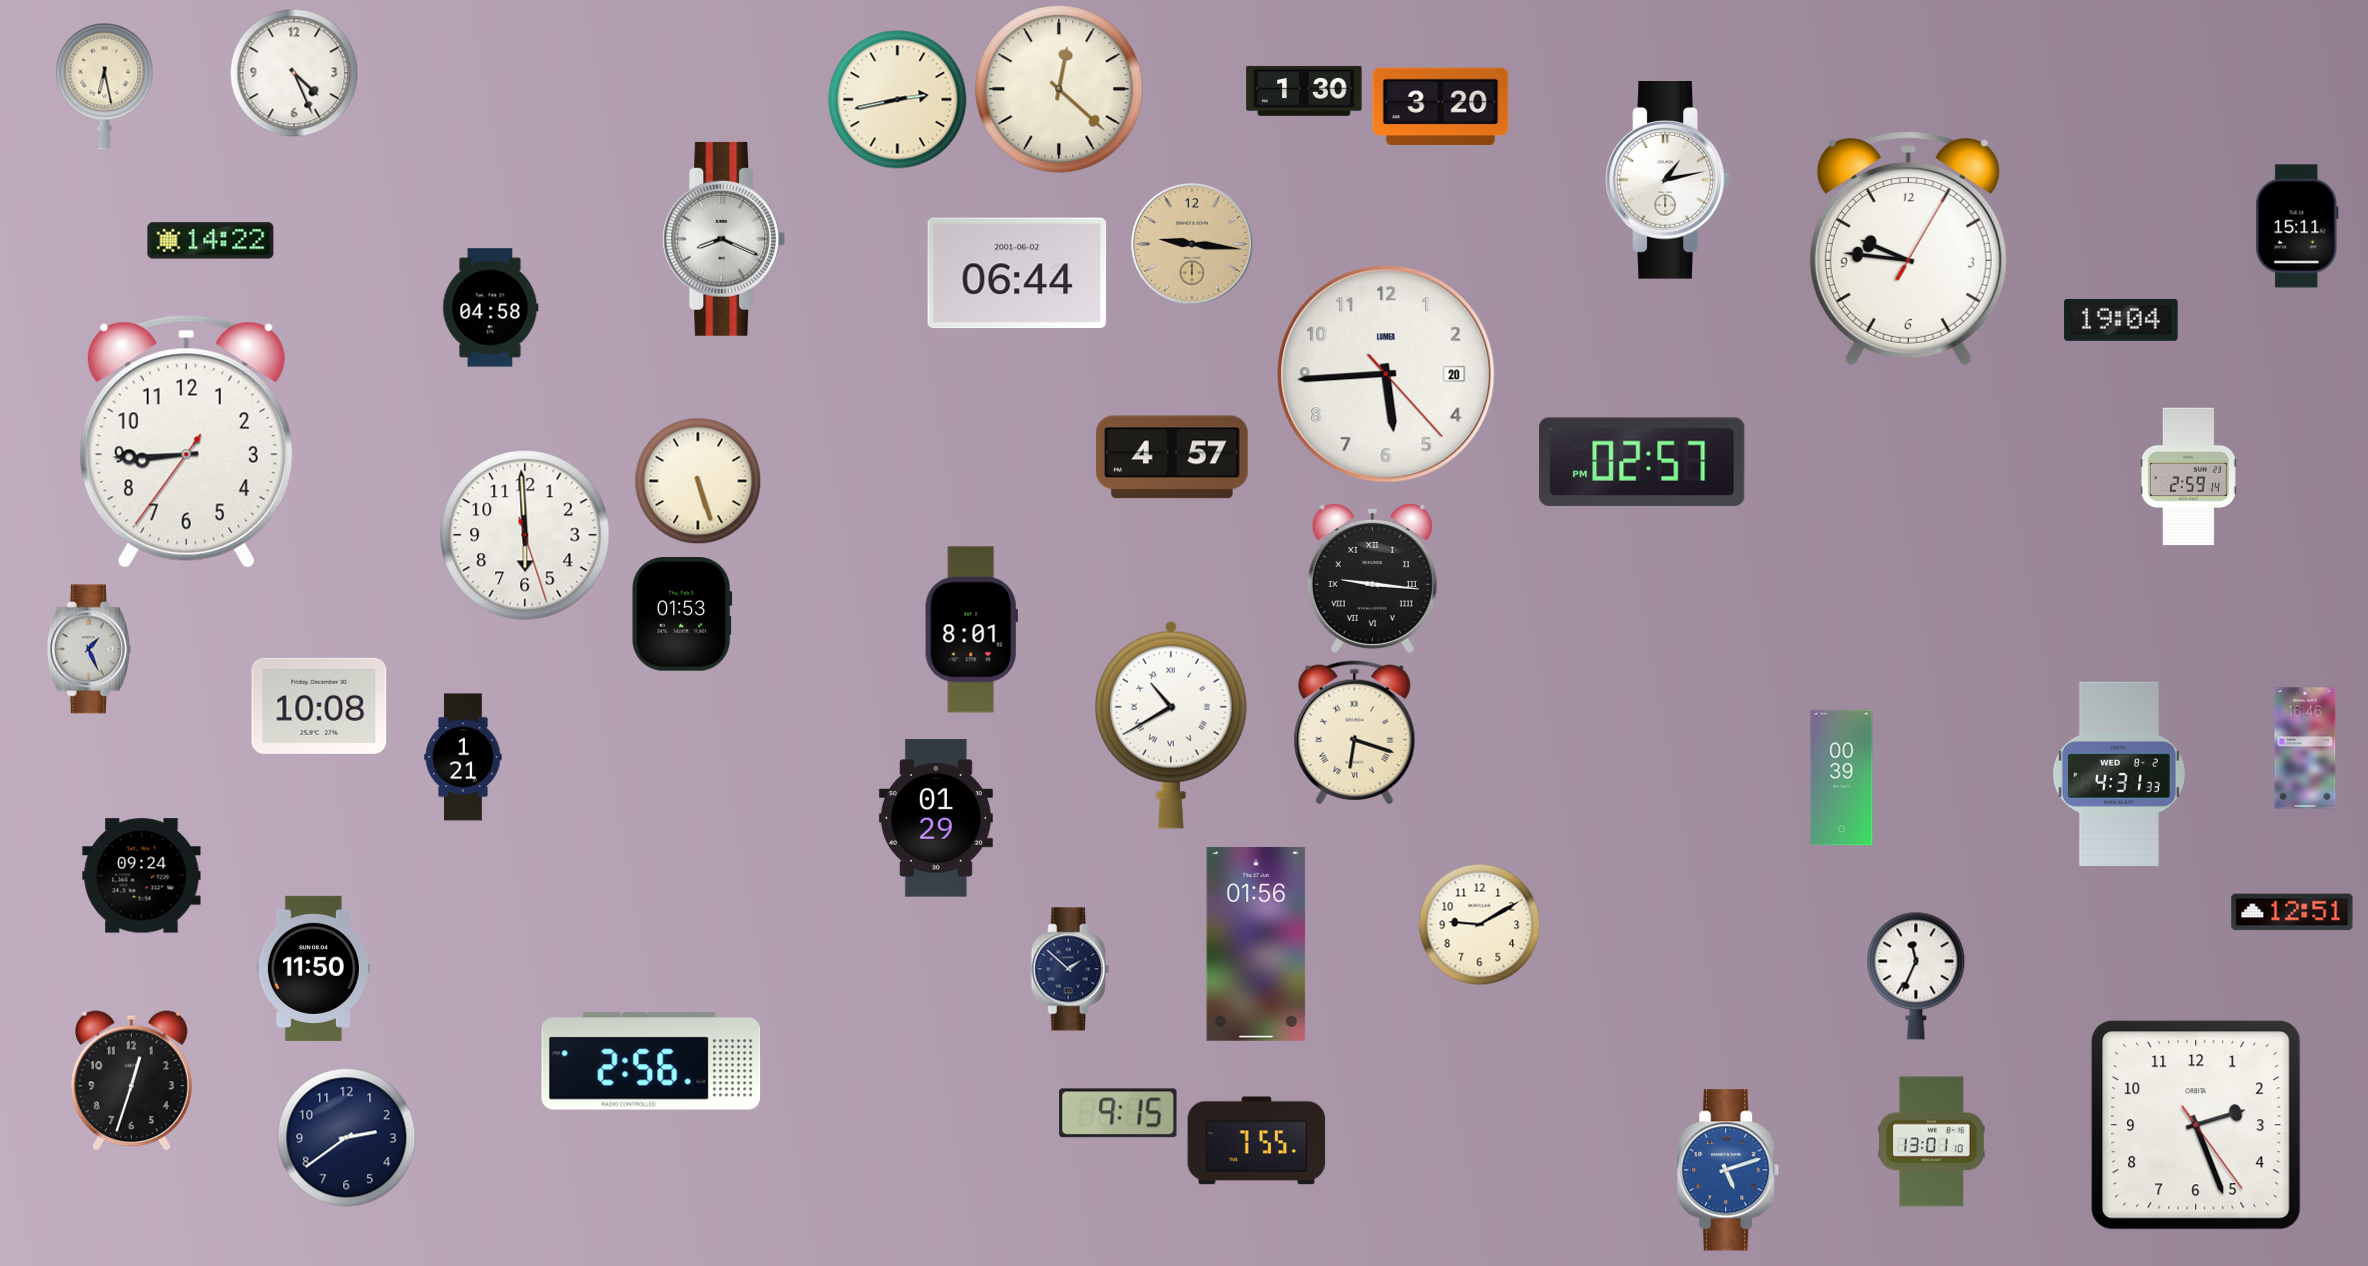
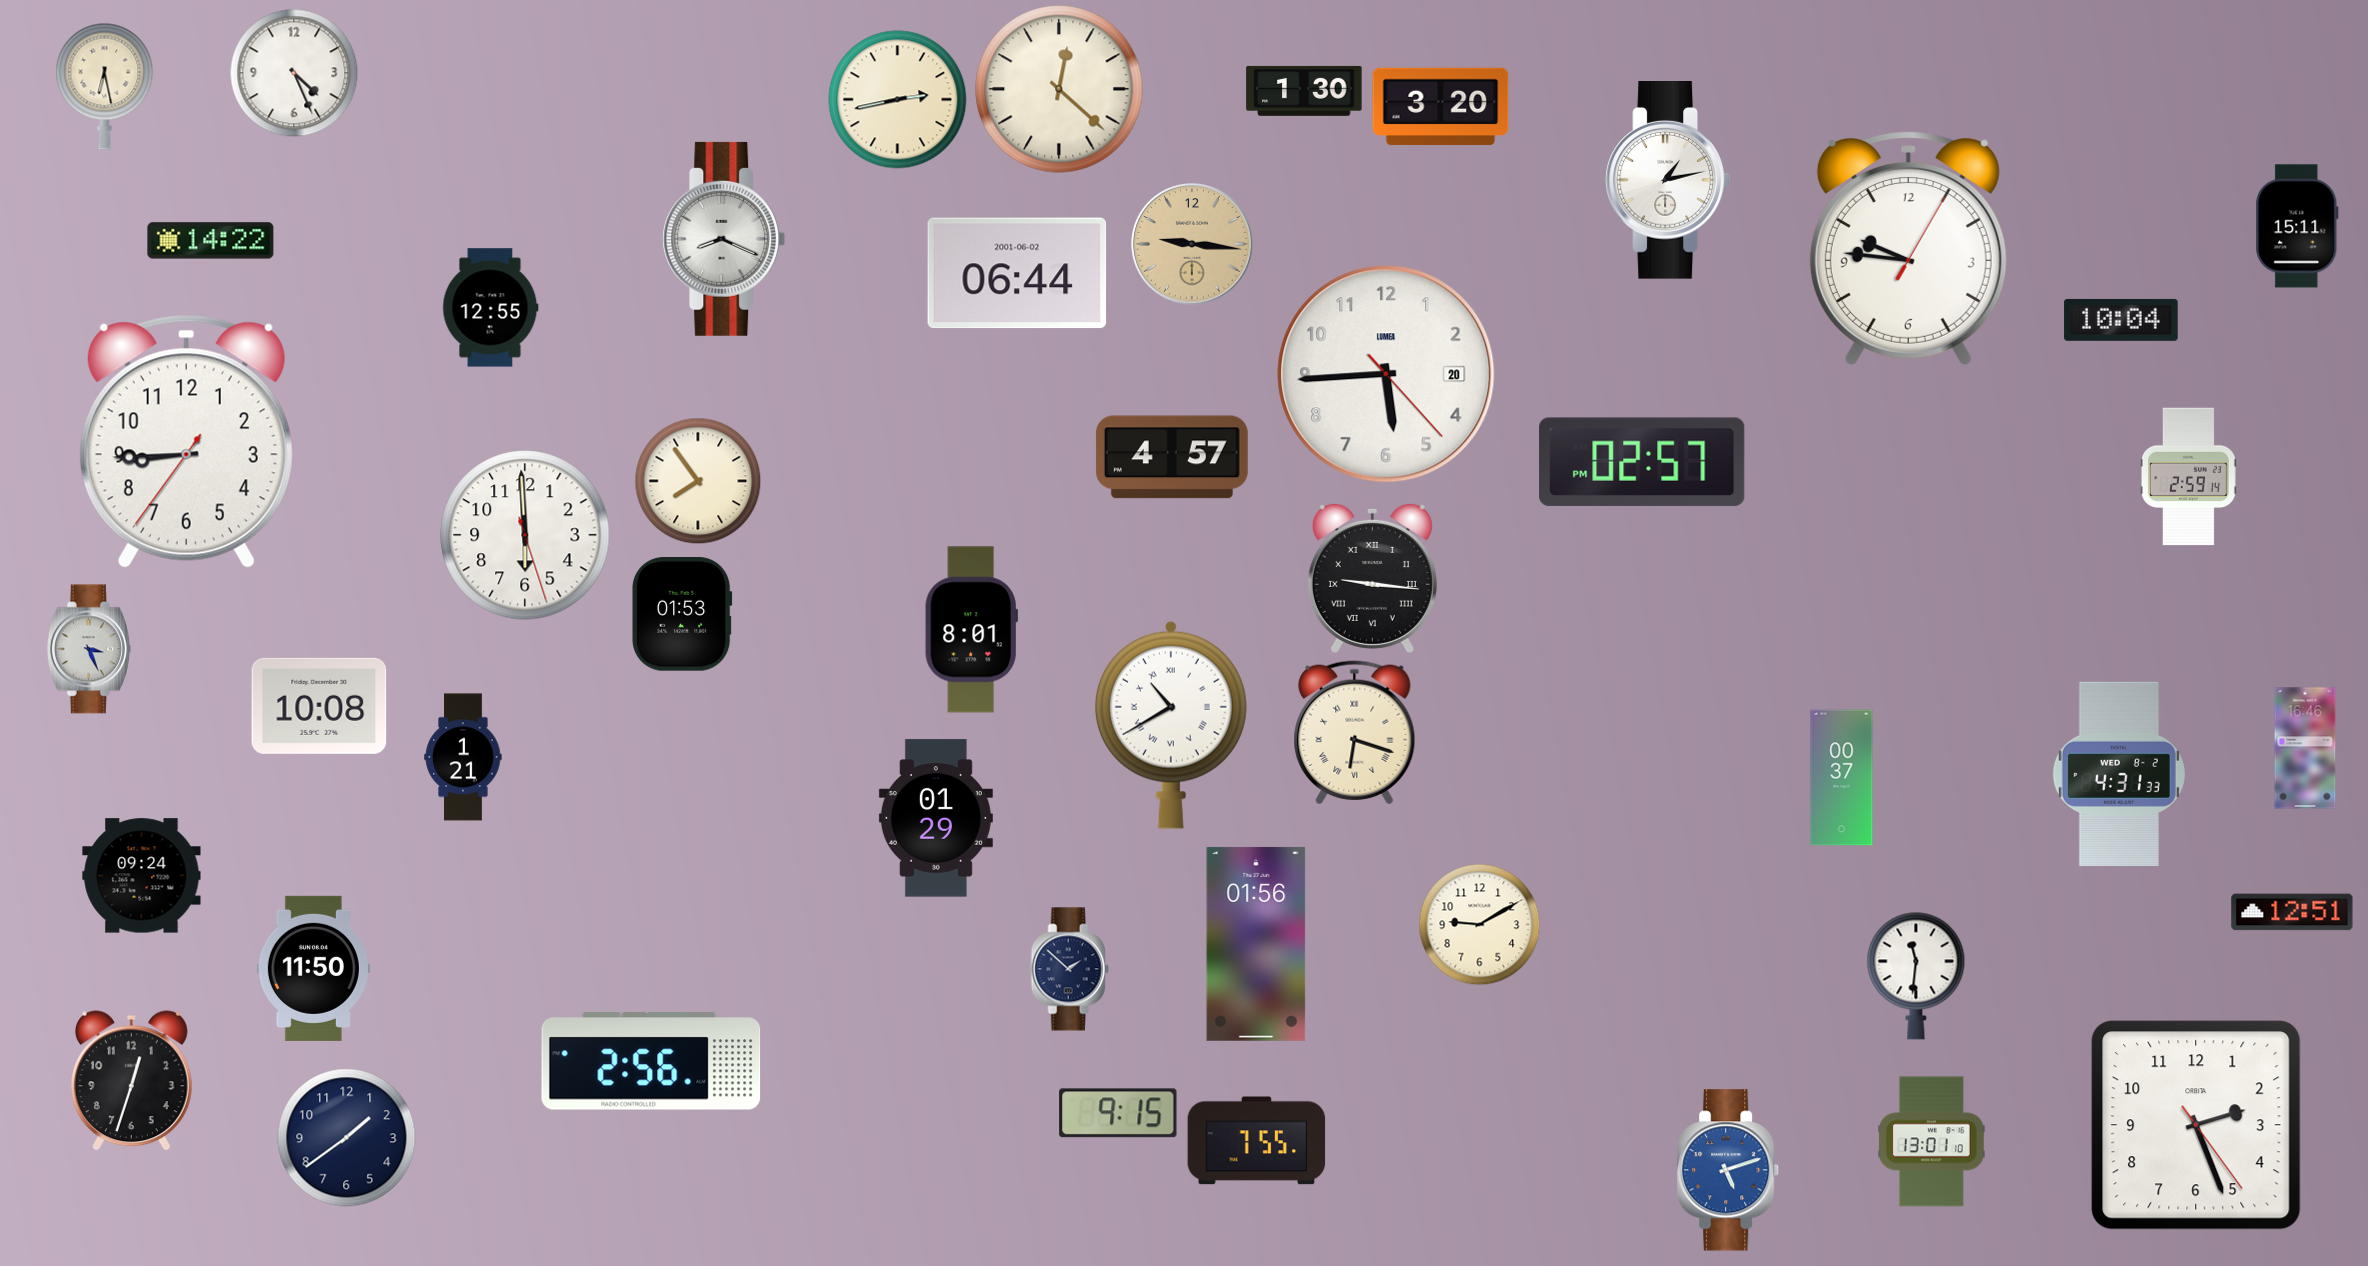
clock at (491, 308): 04:58 -> 12:55
clock at (2121, 320): 19:04 -> 10:04
clock at (698, 481): 5:27 -> 7:54
clock at (89, 649): 1:26 -> 3:26
clock at (1842, 778): 00:39 -> 00:37
clock at (1916, 976): 11:34 -> 11:31
clock at (347, 1138): 2:39 -> 1:39
